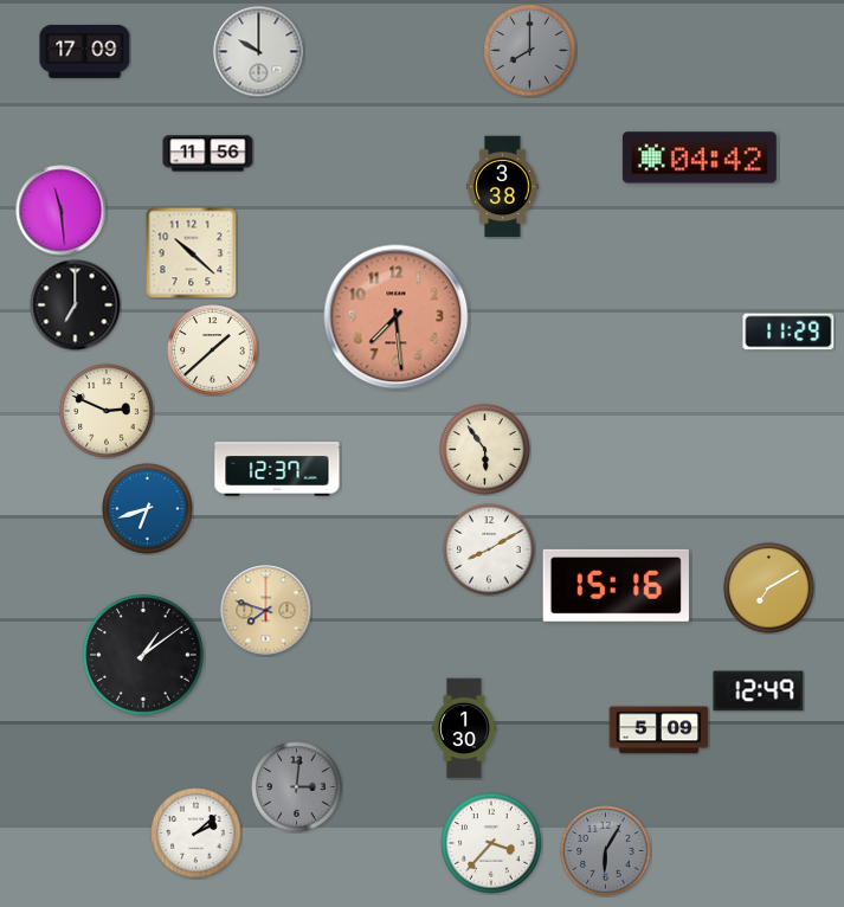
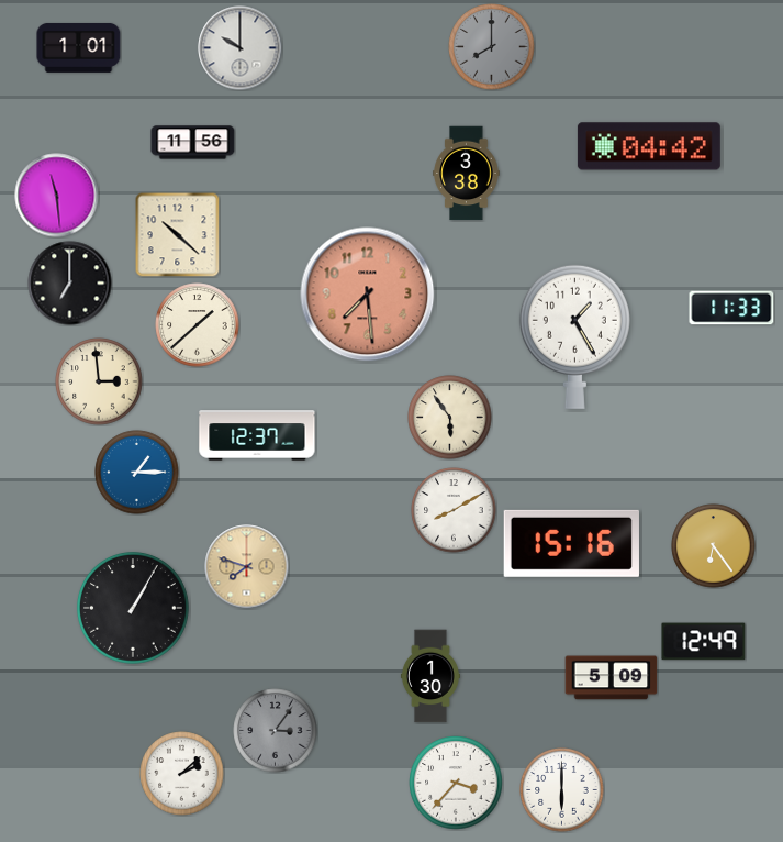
clock at (85, 51): 17:09 -> 1:01
clock at (788, 332): 11:29 -> 11:33
clock at (574, 336): none -> 1:25
clock at (107, 411): 2:49 -> 2:59
clock at (148, 509): 6:42 -> 1:15
clock at (769, 588): 7:10 -> 6:24
clock at (144, 656): 1:09 -> 1:05
clock at (297, 787): 3:01 -> 3:06
clock at (606, 851): 6:05 -> 6:00
clock at (606, 851) dial: grey -> white
